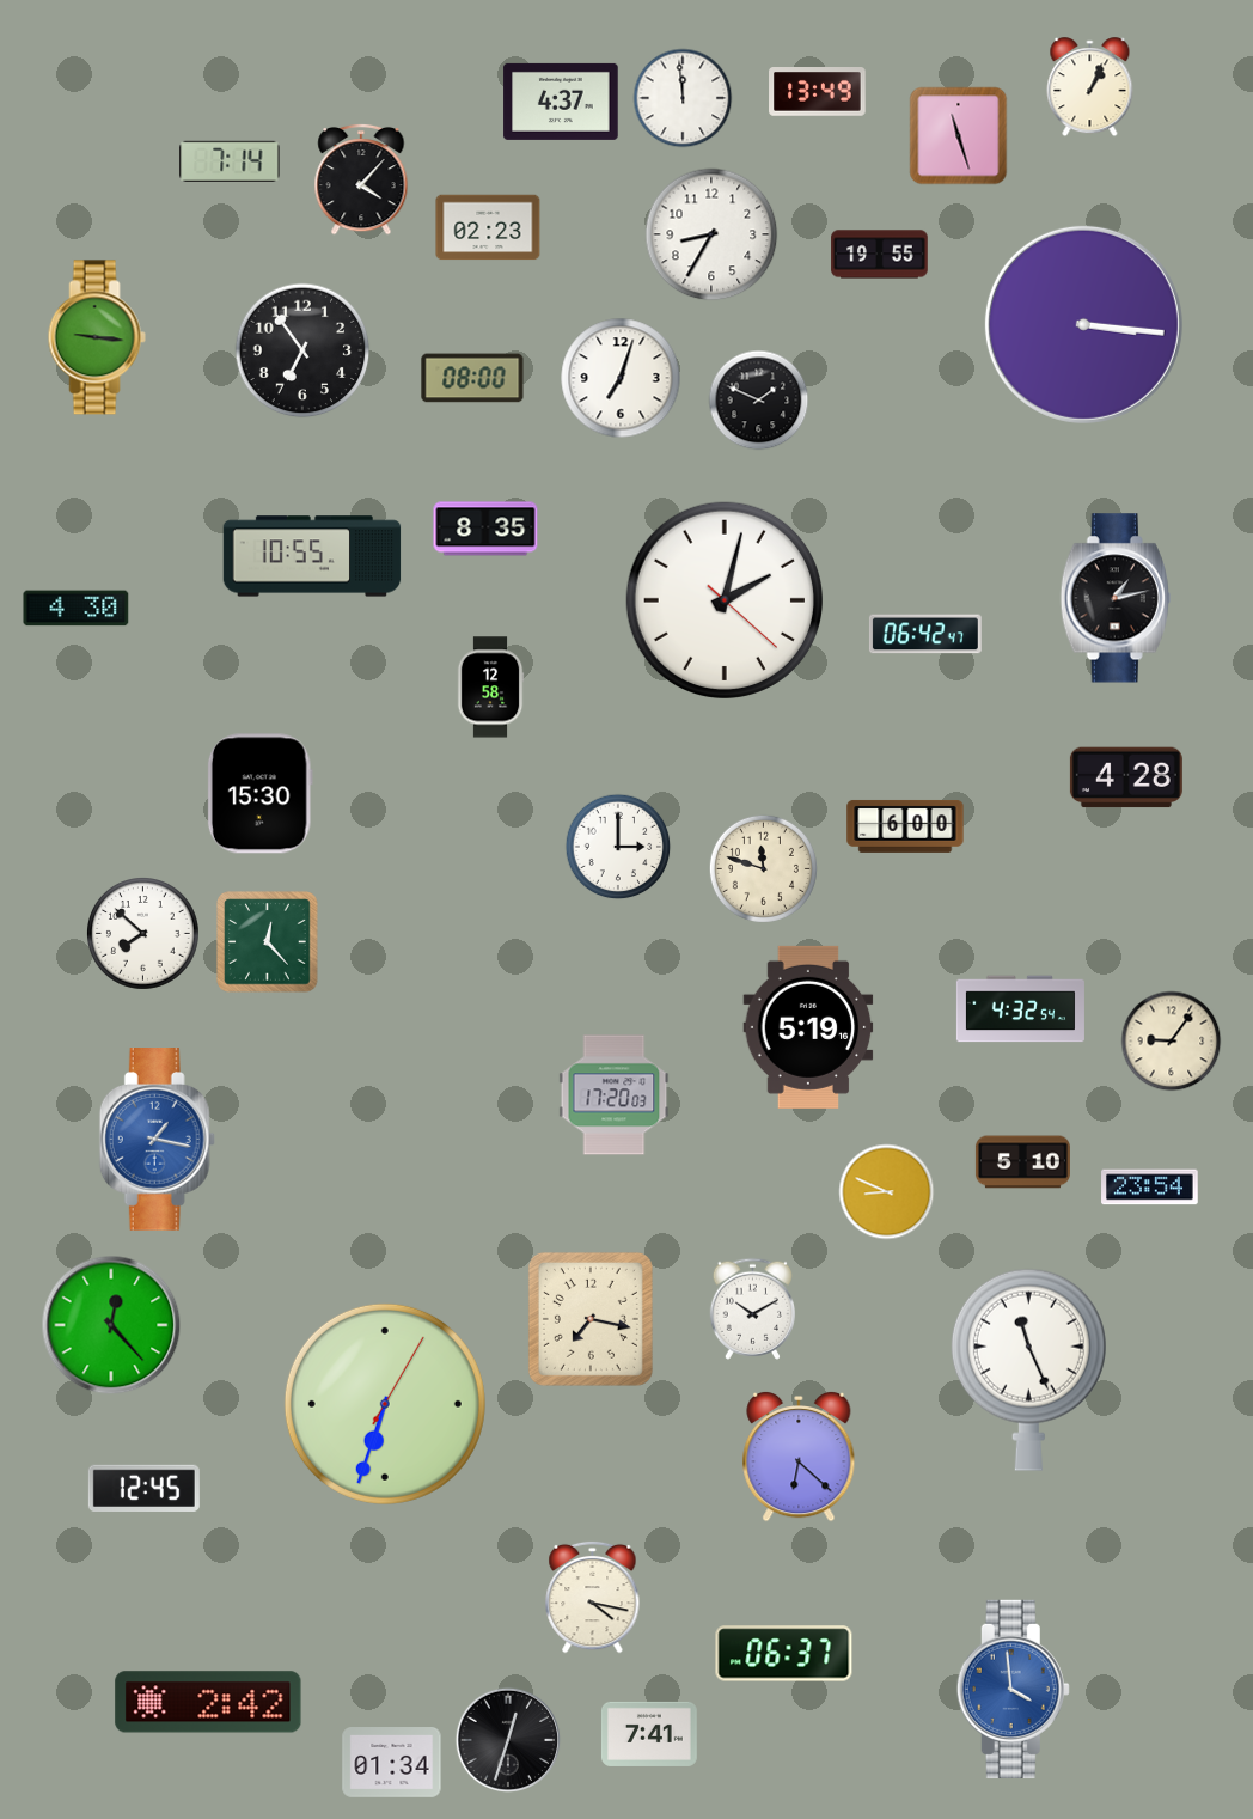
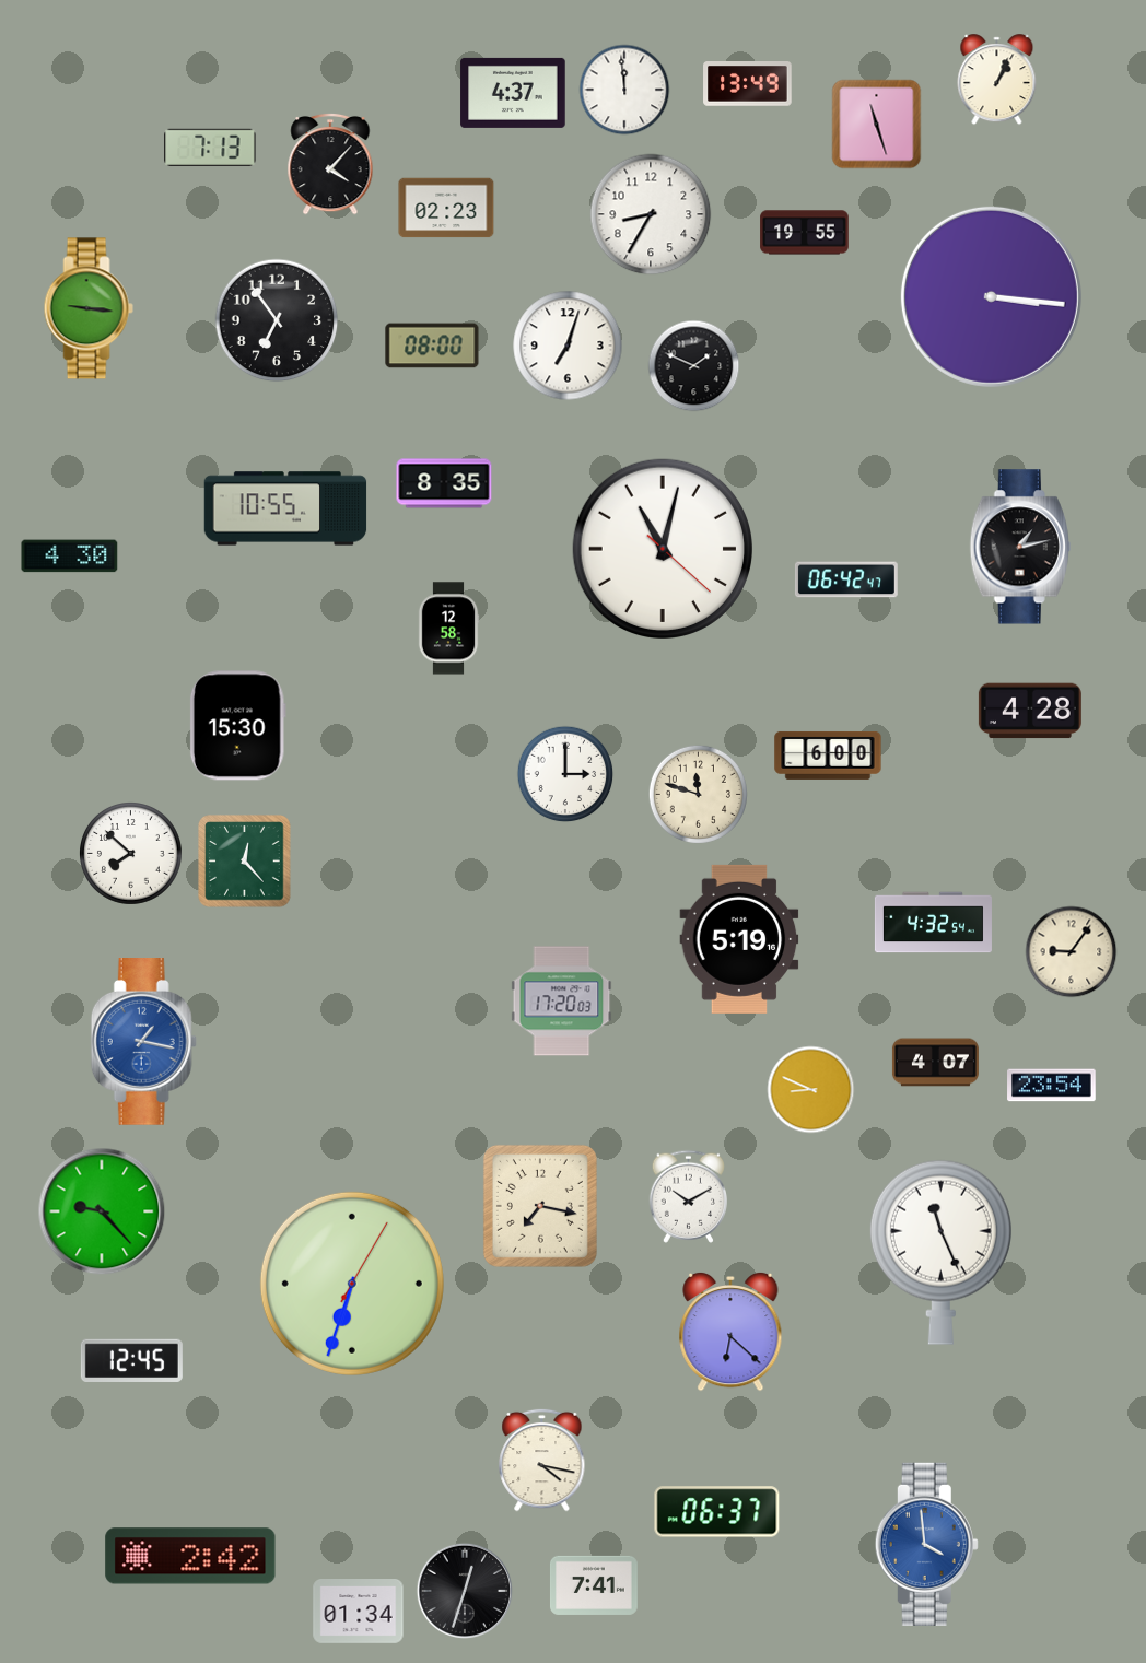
clock at (230, 161): 7:14 -> 7:13
clock at (725, 600): 2:02 -> 11:02
clock at (1022, 1162): 5:10 -> 4:07
clock at (111, 1325): 12:23 -> 9:23
